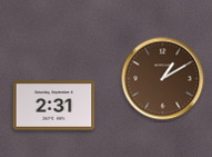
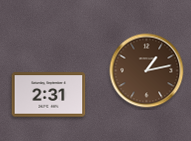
clock at (163, 79): 1:10 -> 1:13
